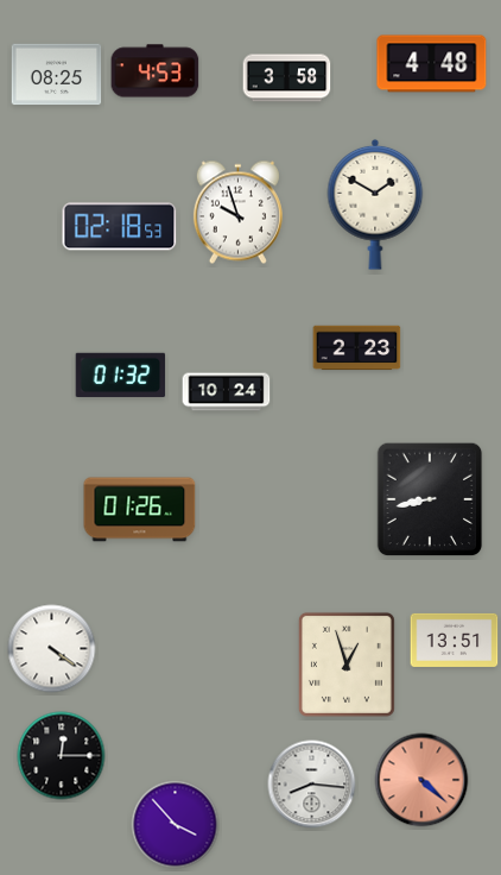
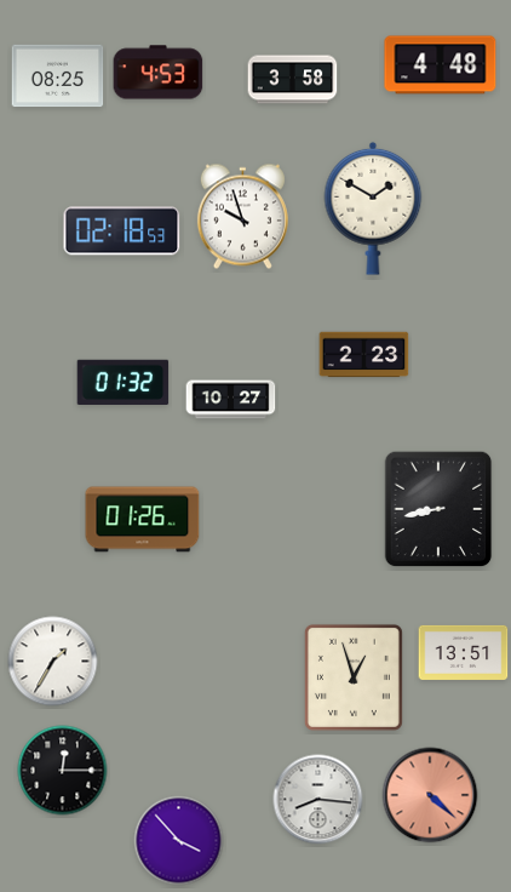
clock at (375, 204) position: (375, 204) -> (373, 208)
clock at (227, 392): 10:24 -> 10:27
clock at (52, 649): 4:21 -> 1:35
